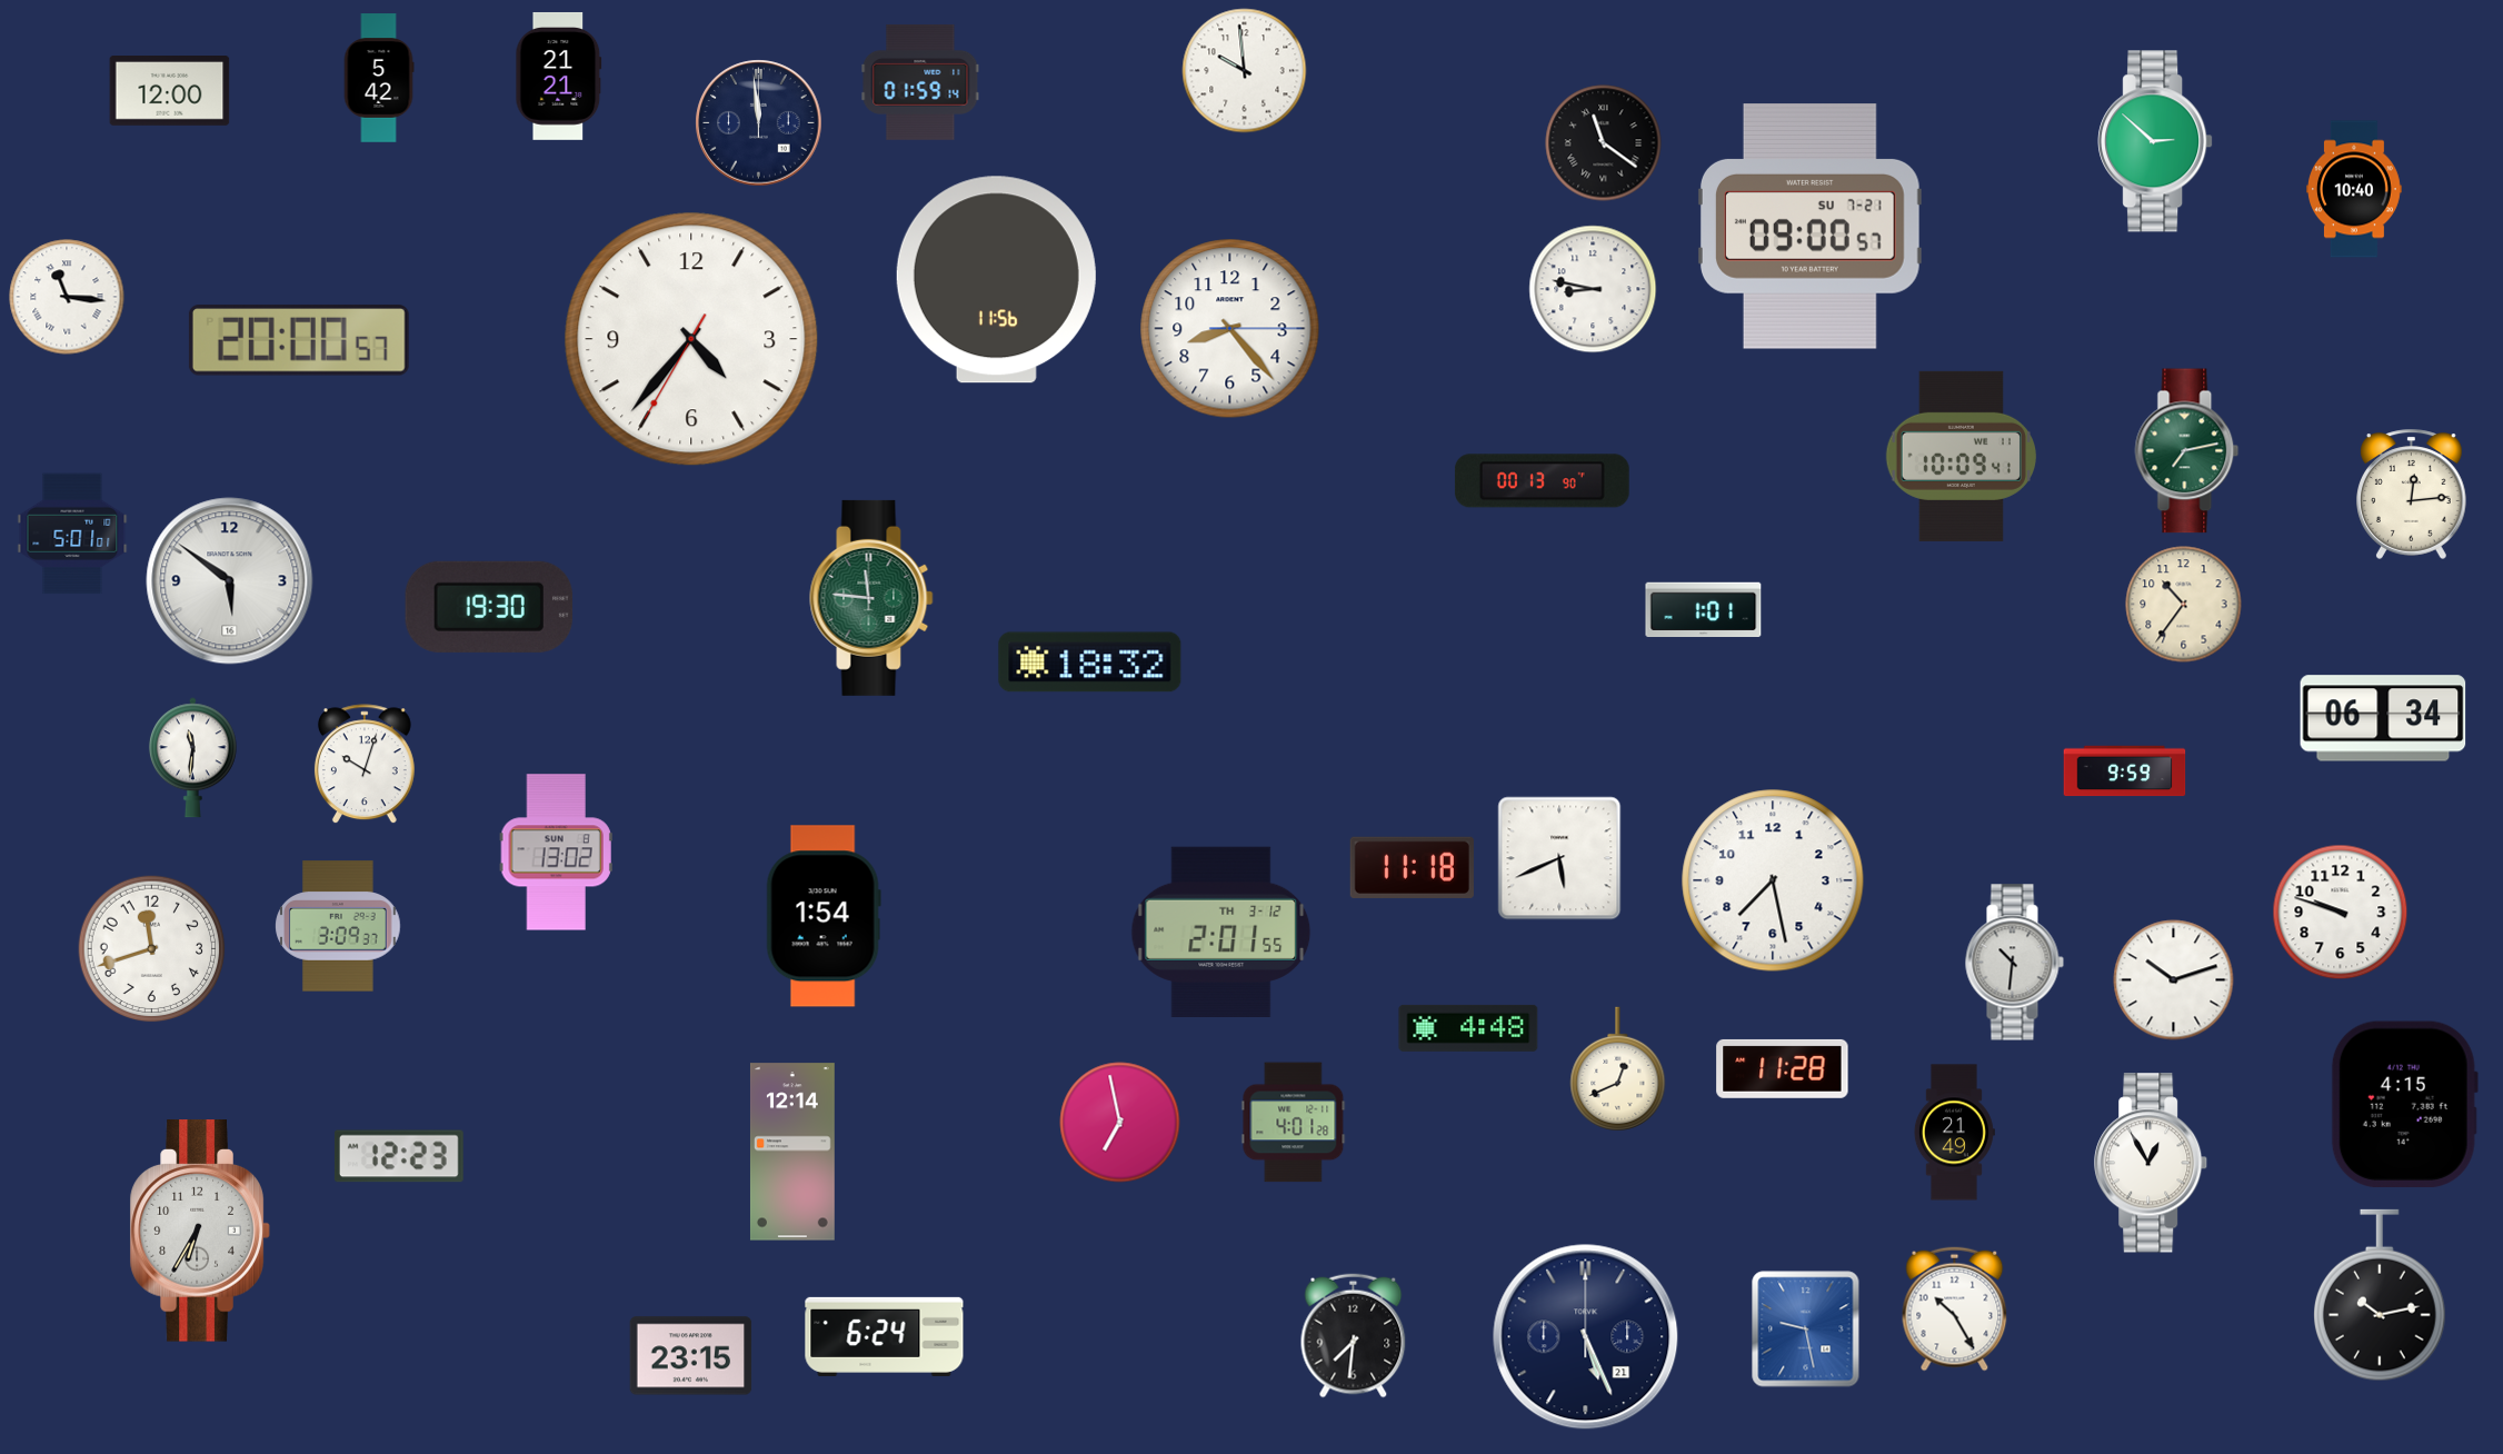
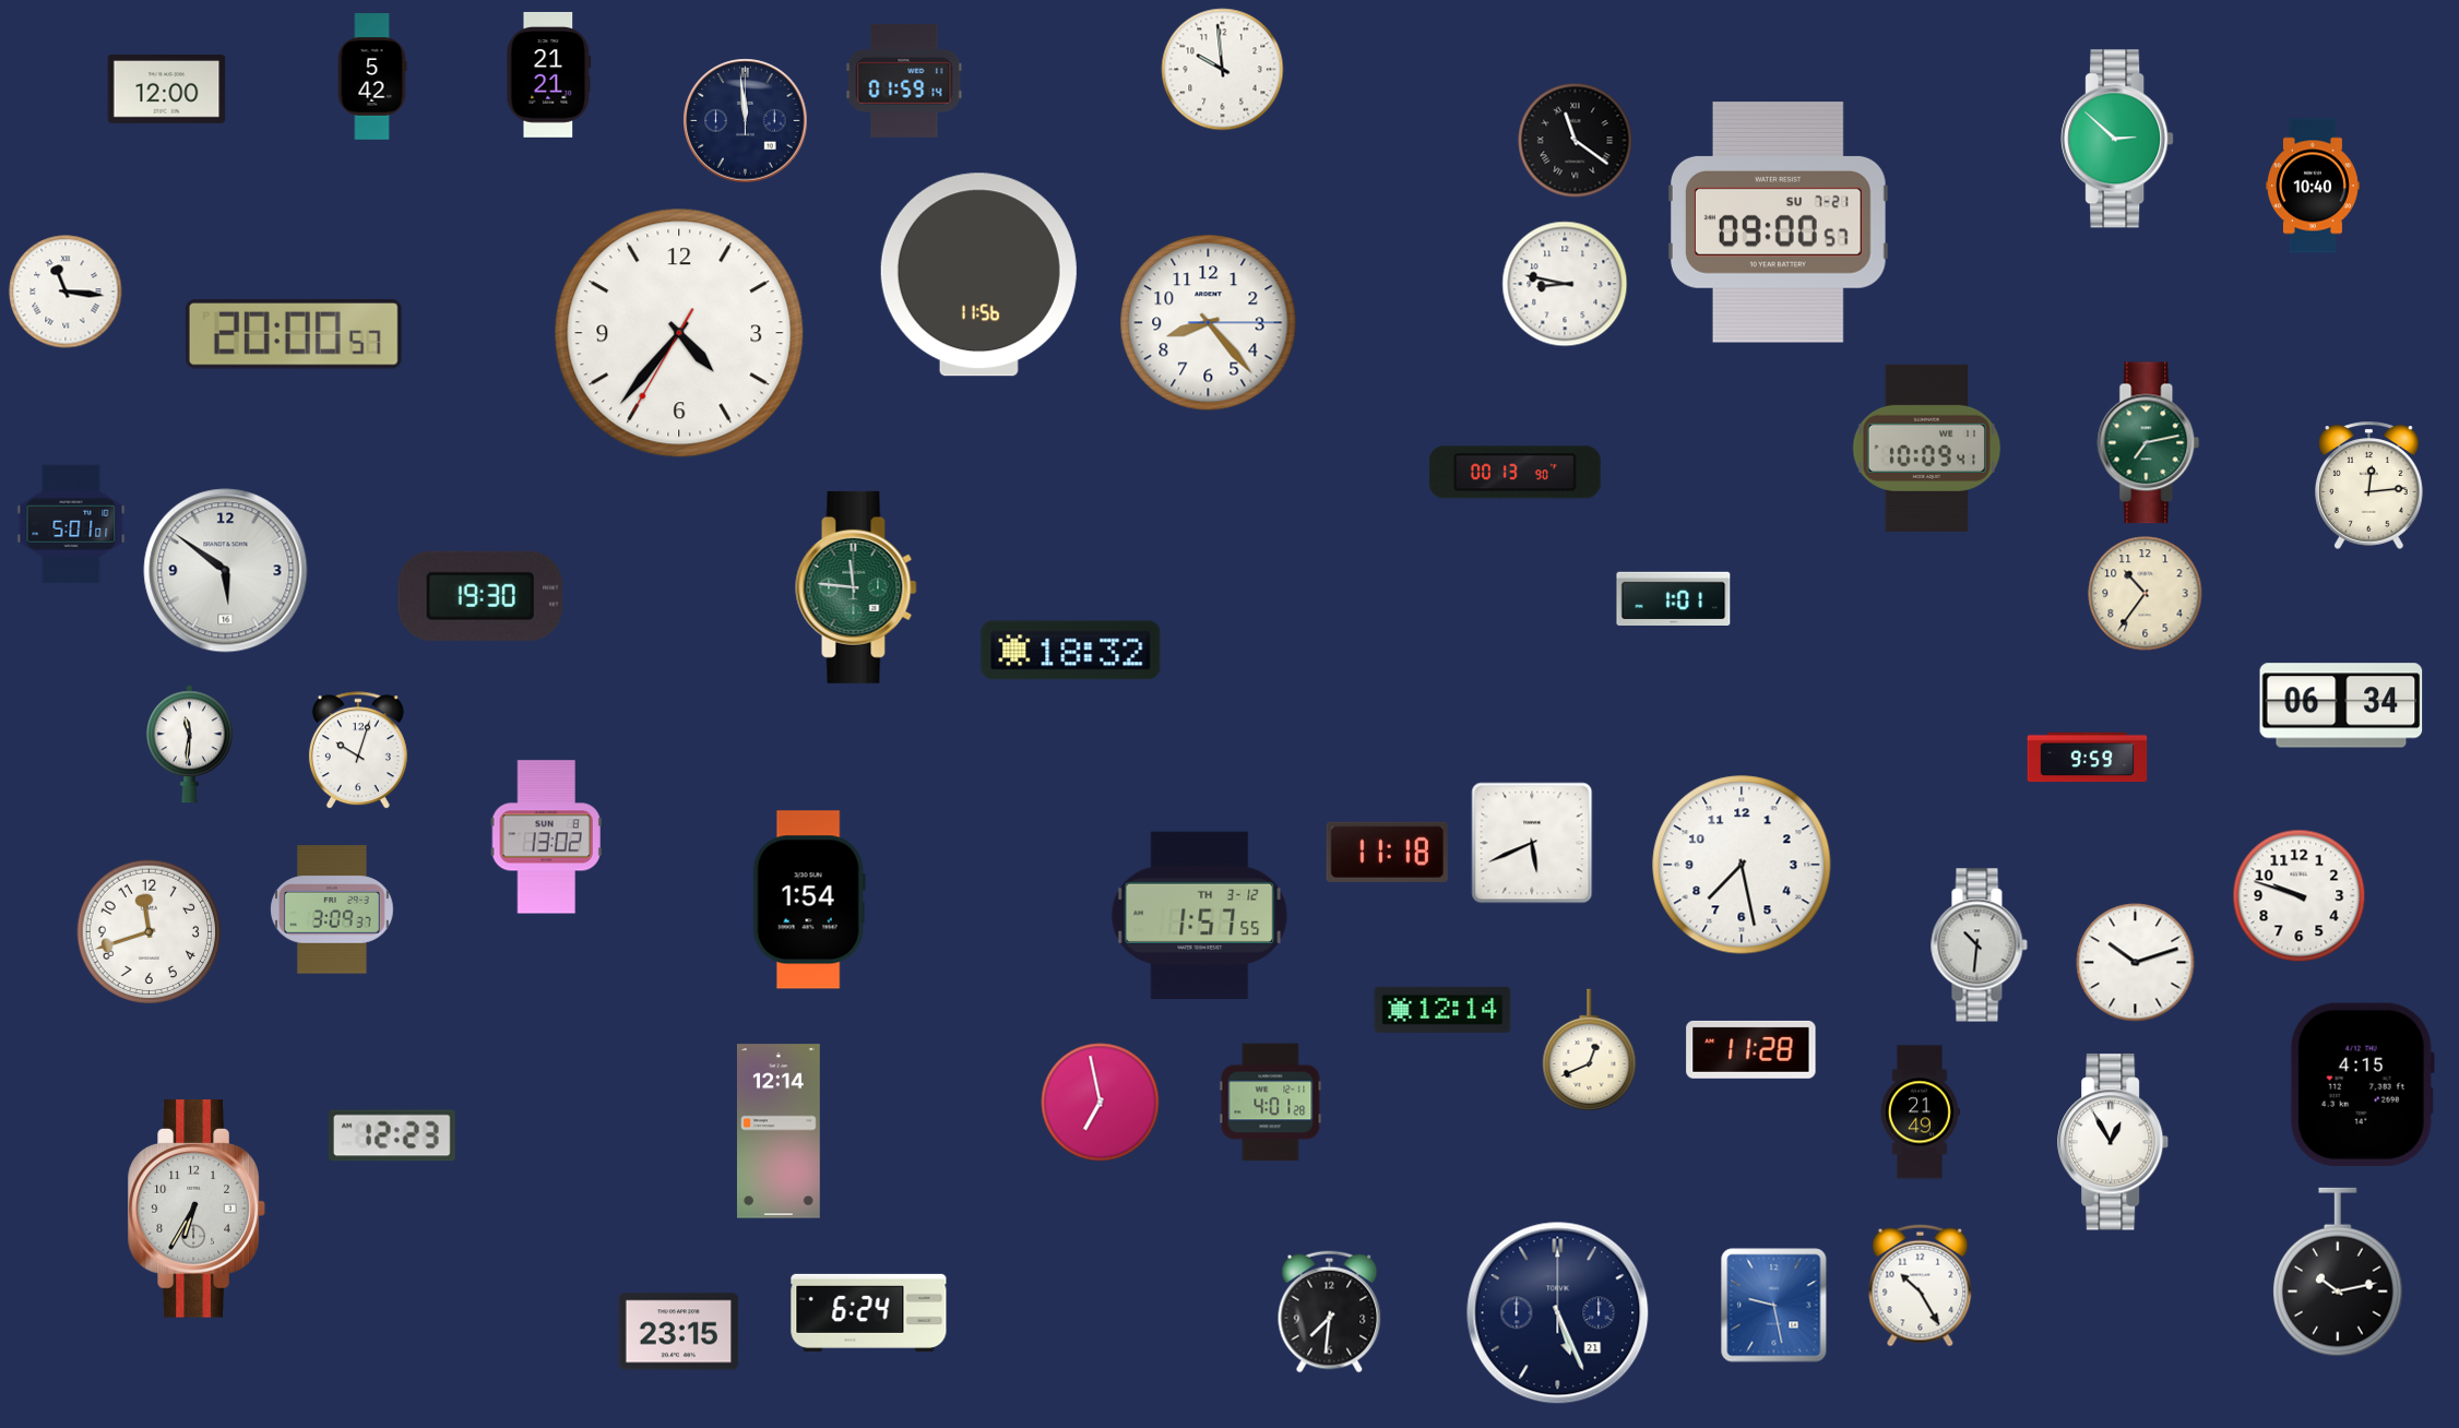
clock at (1221, 932): 2:01 -> 1:57
clock at (1468, 1028): 4:48 -> 12:14
